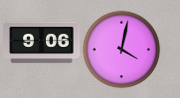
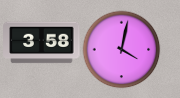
clock at (42, 43): 9:06 -> 3:58
